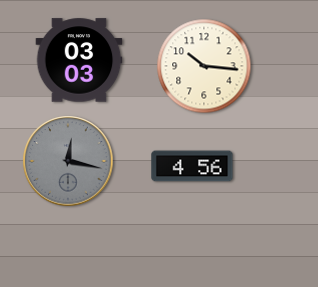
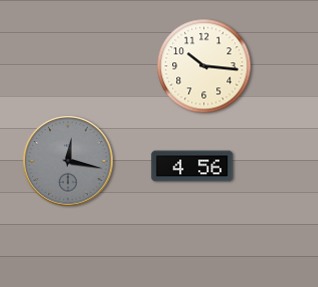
clock at (79, 60): 03:03 -> none
